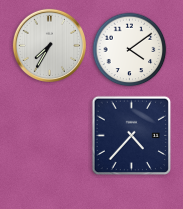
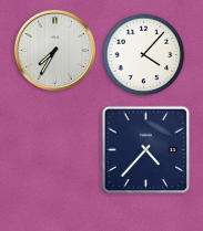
clock at (130, 50): 4:09 -> 4:07
